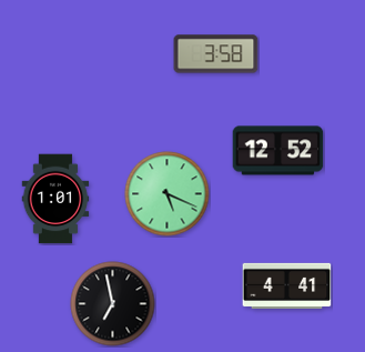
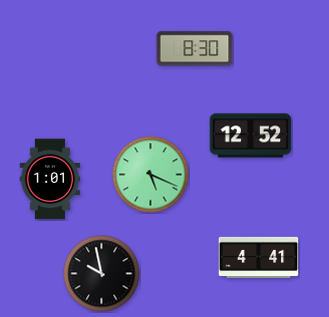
clock at (216, 54): 3:58 -> 8:30
clock at (113, 304): 6:58 -> 9:58
